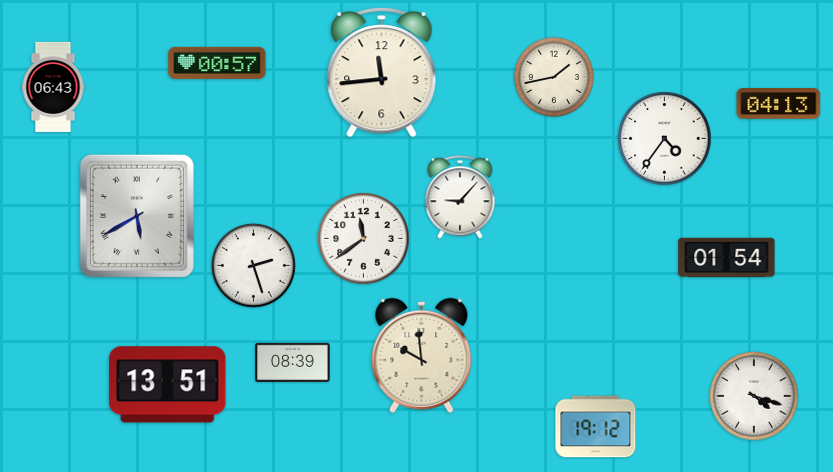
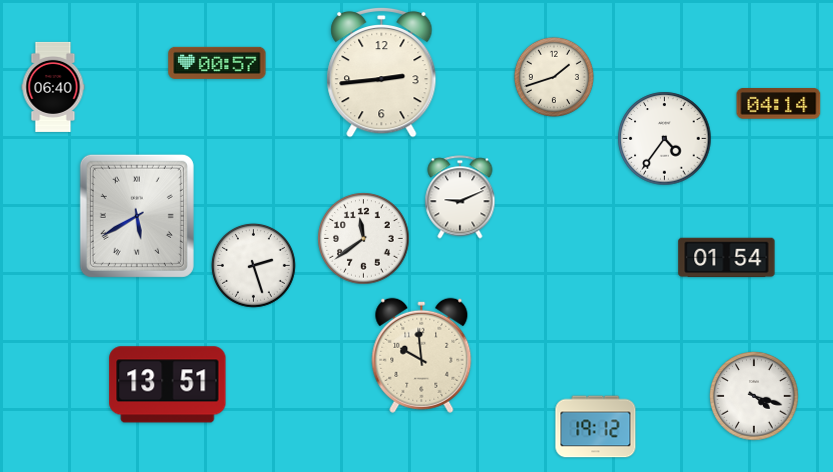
clock at (382, 72): 11:44 -> 2:44
clock at (554, 77): 1:43 -> 1:42
clock at (53, 87): 06:43 -> 06:40
clock at (779, 104): 04:13 -> 04:14
clock at (460, 197): 9:07 -> 9:11
clock at (293, 362): 08:39 -> none
